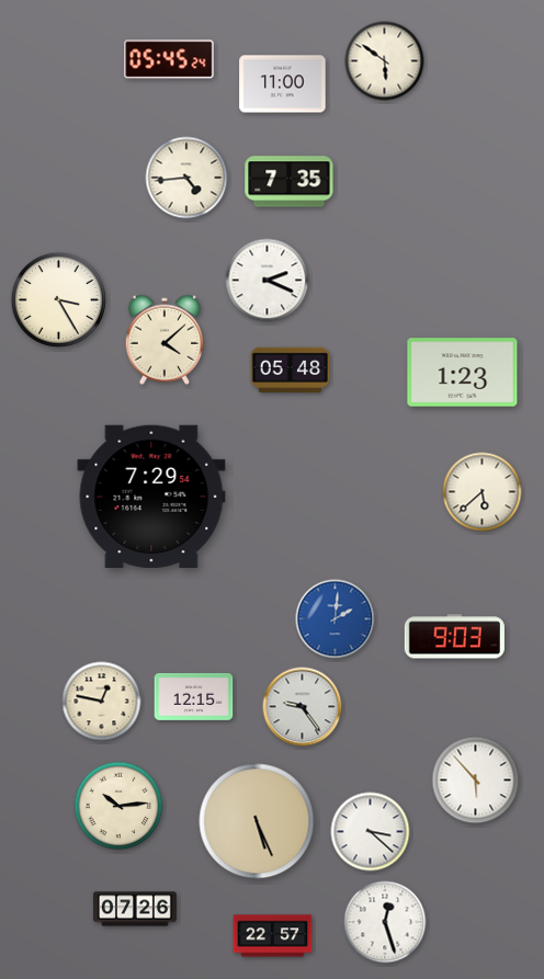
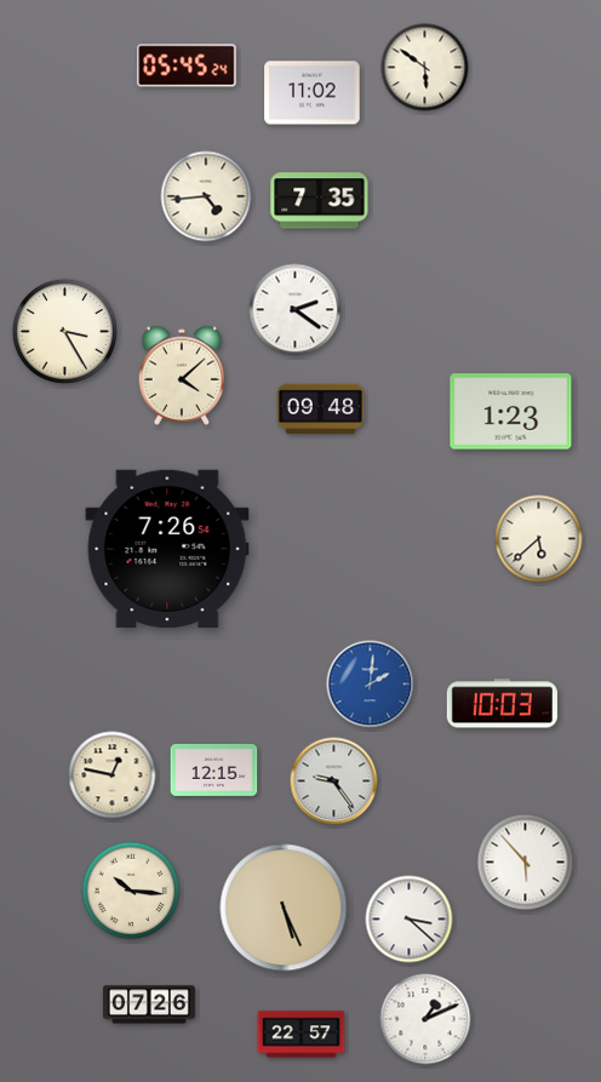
clock at (283, 84): 11:00 -> 11:02
clock at (268, 281): 2:19 -> 2:21
clock at (291, 369): 05:48 -> 09:48
clock at (483, 492) position: (483, 492) -> (539, 539)
clock at (151, 497): 7:29 -> 7:26
clock at (454, 637): 9:03 -> 10:03
clock at (118, 806): 10:14 -> 10:16
clock at (385, 922): 12:27 -> 1:11
